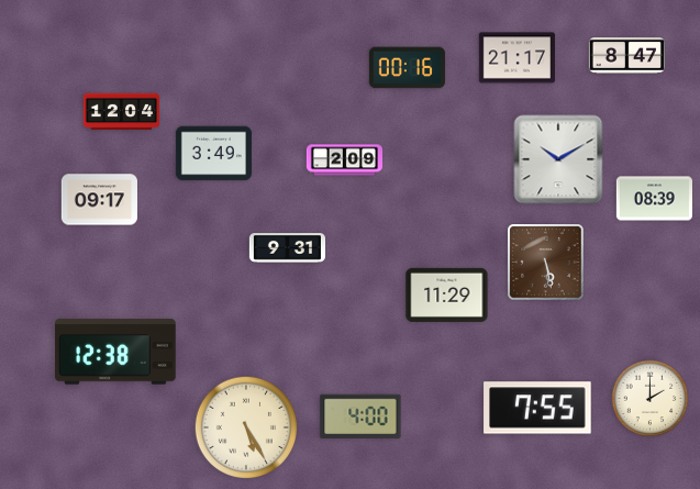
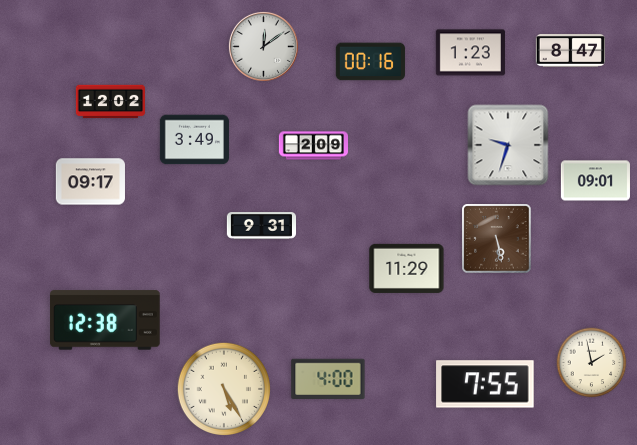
clock at (263, 46): none -> 12:09
clock at (516, 58): 21:17 -> 1:23
clock at (121, 112): 12:04 -> 12:02
clock at (558, 159): 10:10 -> 9:33
clock at (654, 199): 08:39 -> 09:01
clock at (651, 399): 2:00 -> 1:58
clock at (537, 408) position: (537, 408) -> (485, 384)
